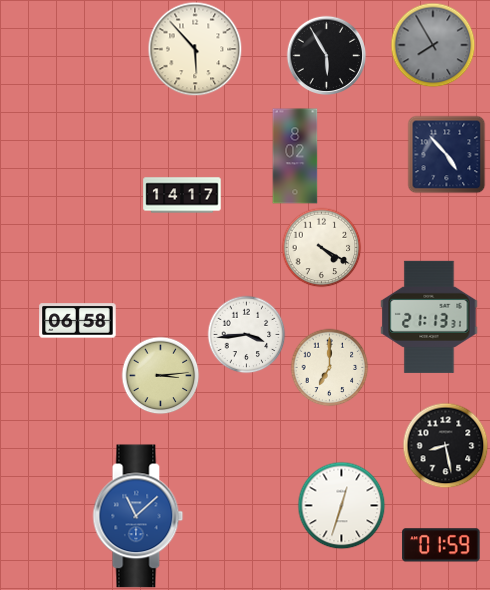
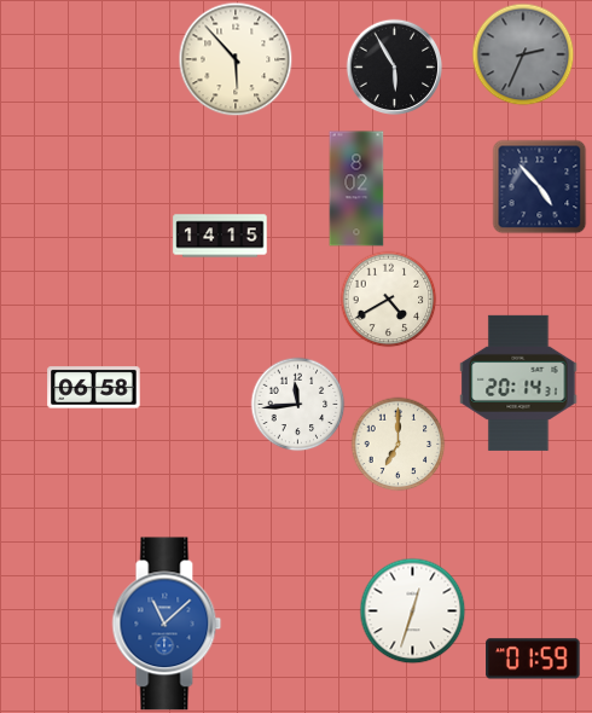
clock at (433, 45): 7:55 -> 2:34
clock at (182, 195): 14:17 -> 14:15
clock at (321, 247): 4:20 -> 4:40
clock at (429, 317): 21:13 -> 20:14
clock at (246, 334): 3:44 -> 11:44
clock at (160, 375): 3:14 -> none
clock at (445, 445): 8:28 -> none
